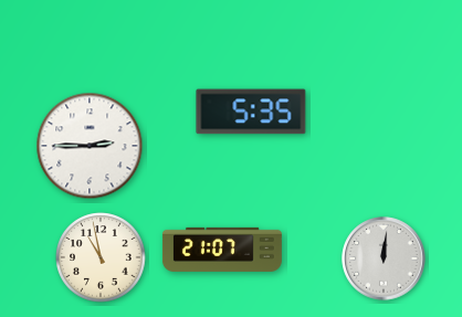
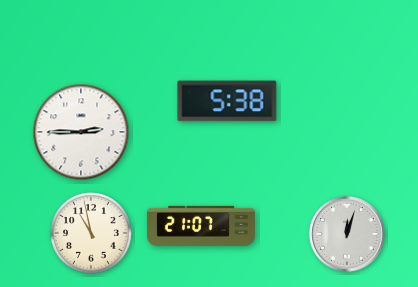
clock at (251, 112): 5:35 -> 5:38
clock at (384, 258): 12:01 -> 12:03
